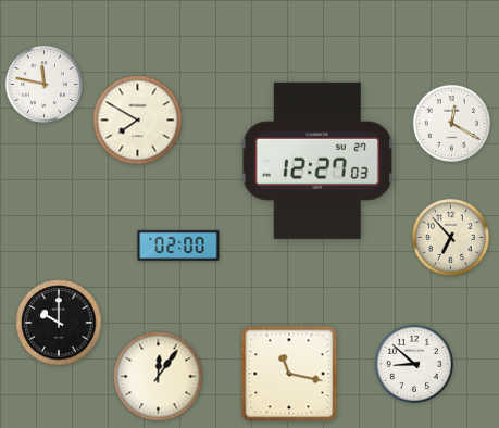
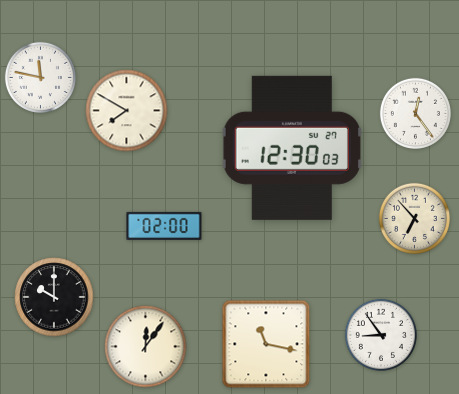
clock at (451, 123): 12:20 -> 12:24
clock at (317, 161): 12:27 -> 12:30
clock at (414, 364): 8:52 -> 8:54
